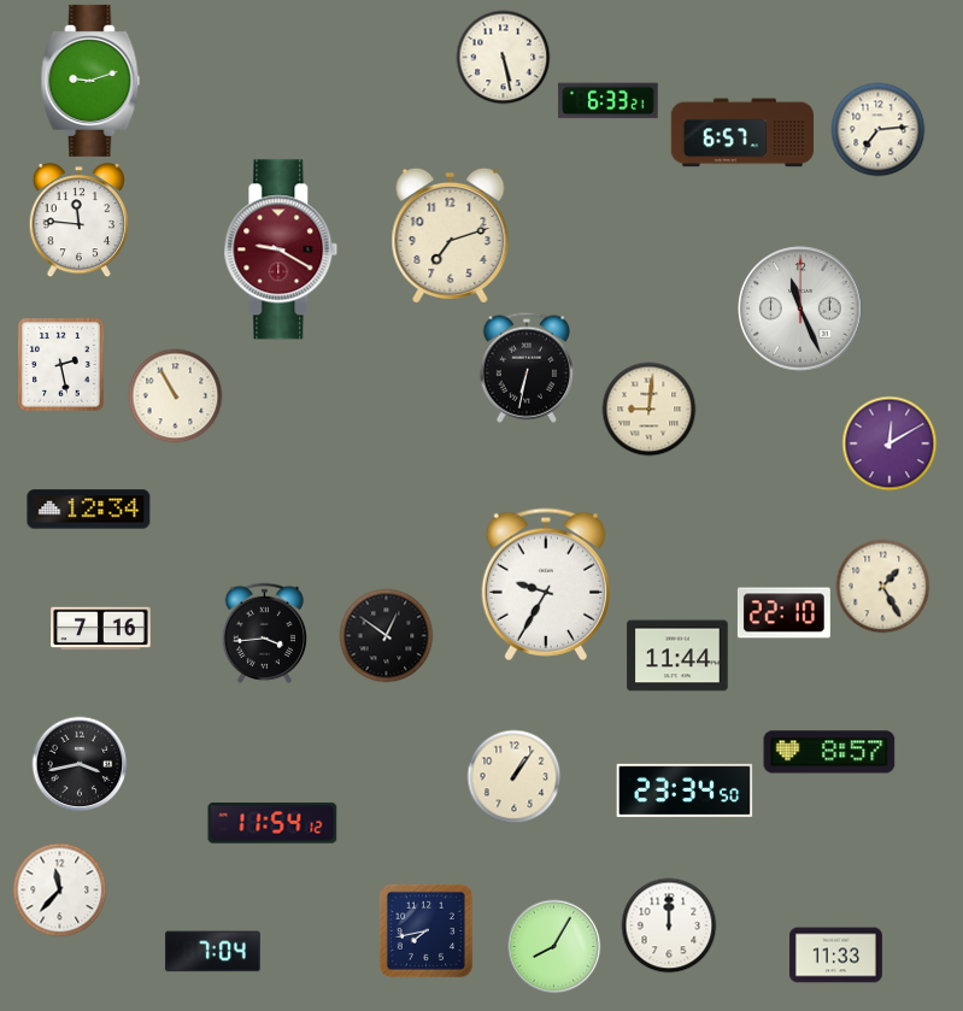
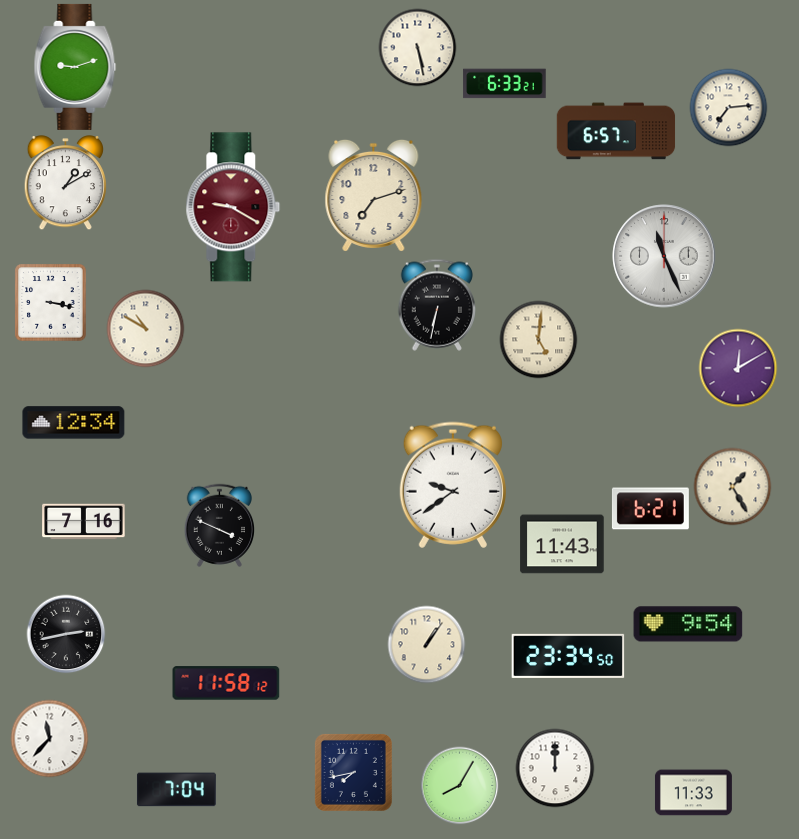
clock at (742, 133) position: (742, 133) -> (616, 131)
clock at (78, 221): 11:46 -> 1:10
clock at (61, 364): 2:28 -> 3:17
clock at (175, 395): 10:55 -> 10:50
clock at (648, 408): 9:01 -> 5:01
clock at (546, 584): 9:35 -> 9:39
clock at (783, 613): 22:10 -> 6:21
clock at (264, 633): 3:44 -> 3:49
clock at (386, 635): 12:51 -> none
clock at (677, 656): 11:44 -> 11:43
clock at (829, 752): 8:57 -> 9:54
clock at (80, 764): 3:43 -> 2:43
clock at (272, 823): 11:54 -> 11:58
